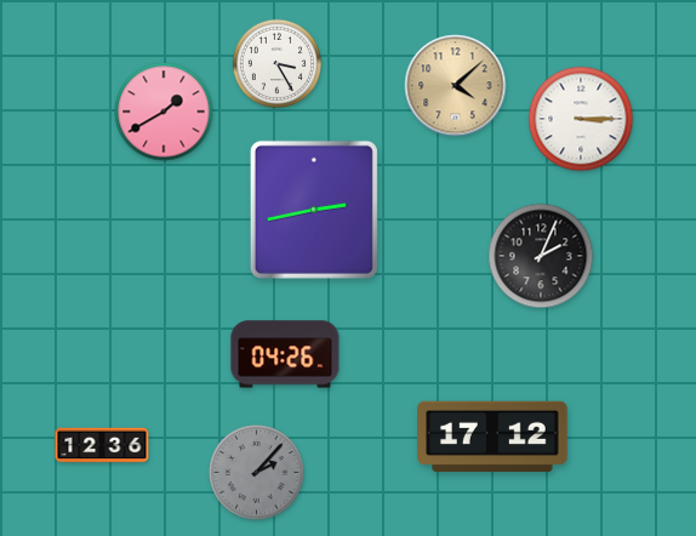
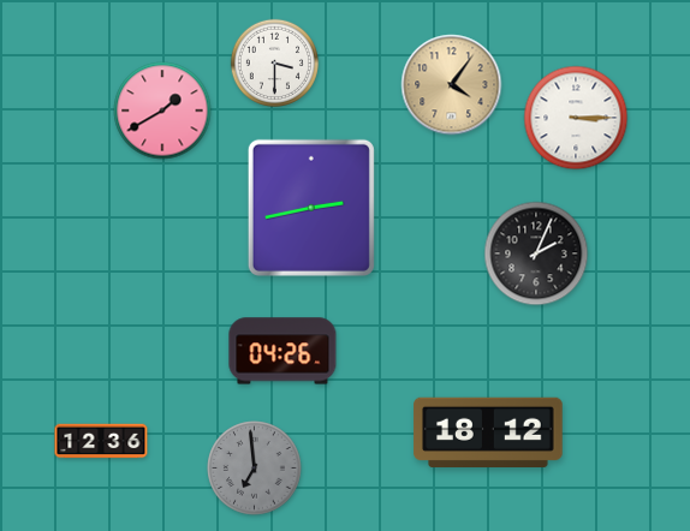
clock at (276, 63): 3:25 -> 3:30
clock at (456, 86): 4:08 -> 4:06
clock at (492, 437): 17:12 -> 18:12
clock at (257, 473): 2:07 -> 6:59
